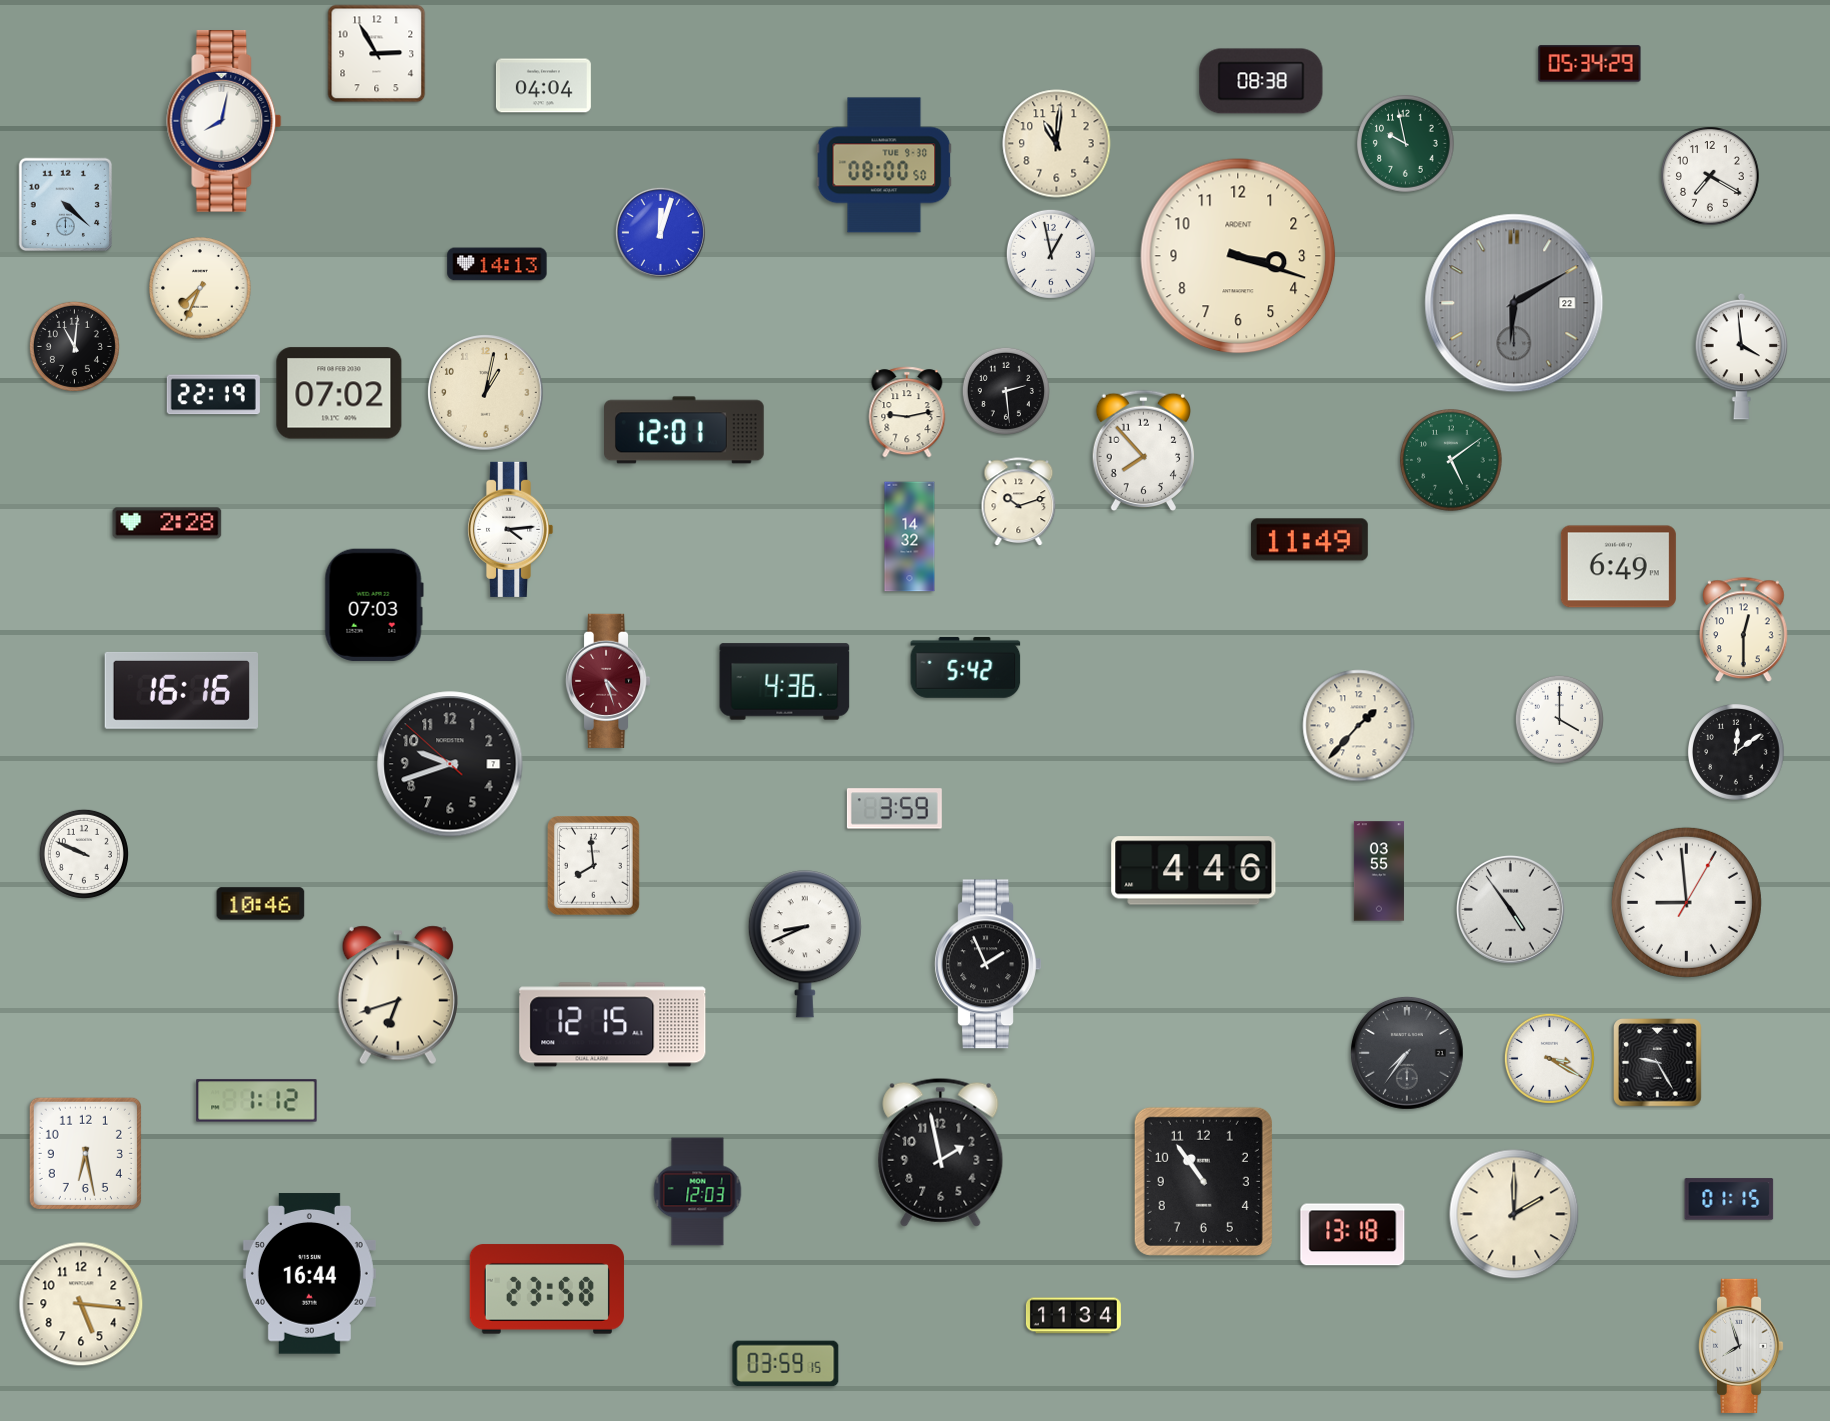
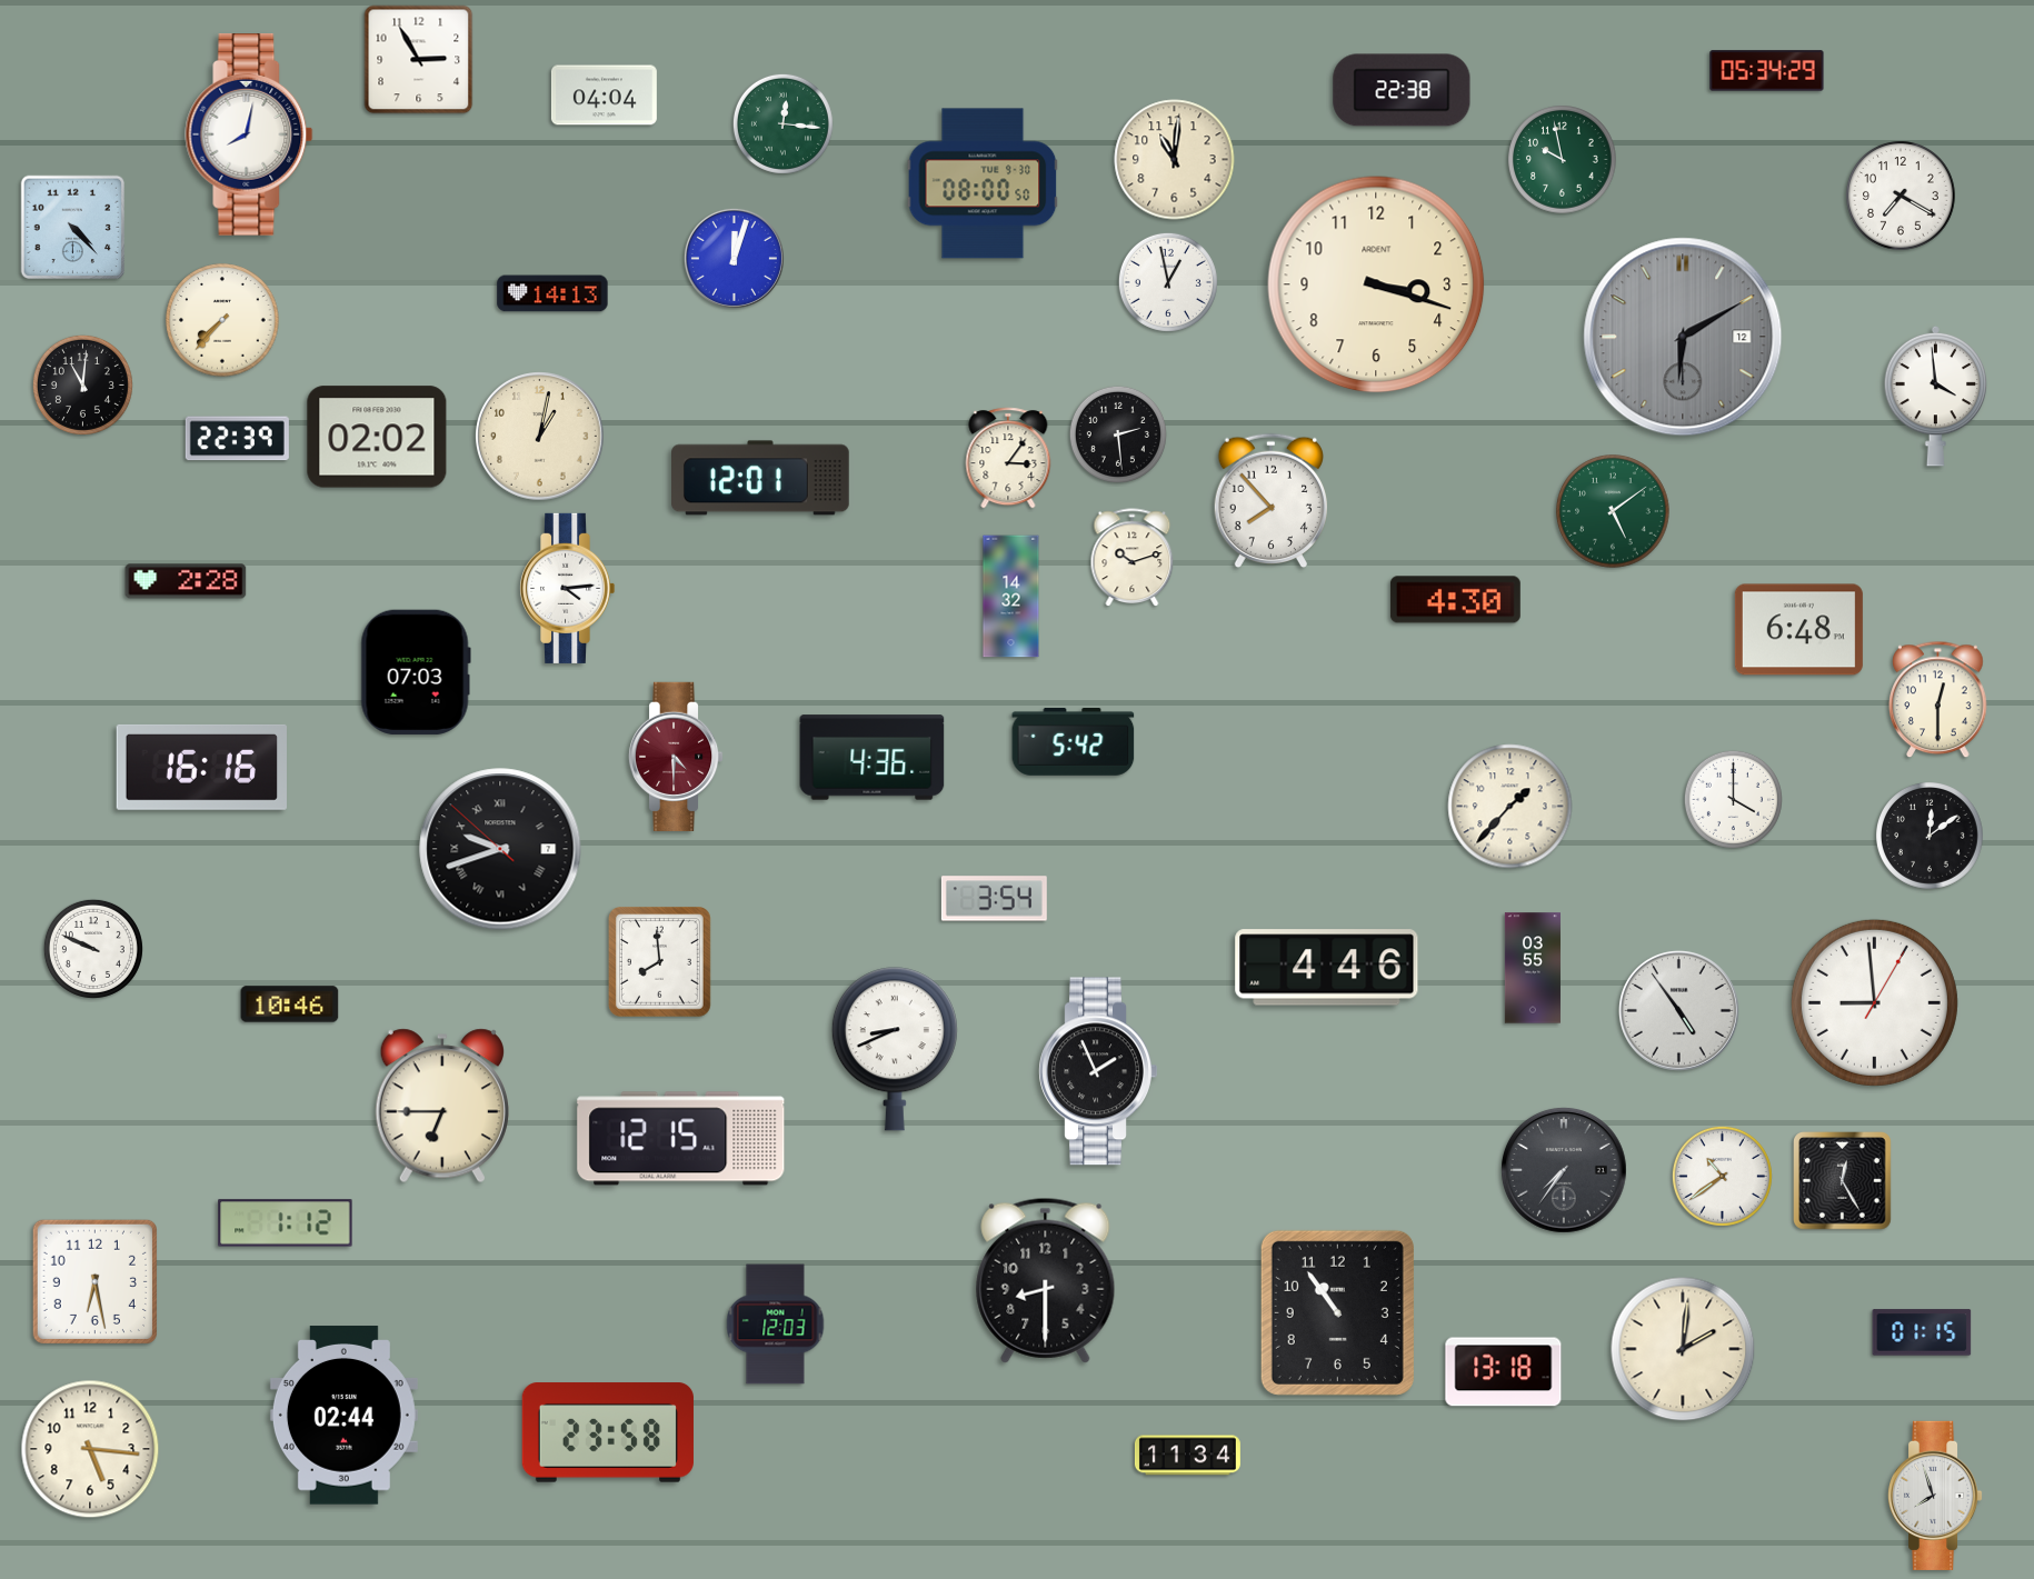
clock at (1261, 81): 08:38 -> 22:38
clock at (782, 123): none -> 12:16
clock at (66, 205): 4:22 -> 4:23
clock at (200, 288): 7:34 -> 7:37
clock at (1514, 303) date: 22 -> 12
clock at (339, 393): 07:02 -> 02:02
clock at (213, 395): 22:19 -> 22:39
clock at (907, 412): 9:13 -> 3:06
clock at (1309, 540): 11:49 -> 4:30
clock at (1618, 567): 6:49 -> 6:48
clock at (608, 681): 4:27 -> 4:30
clock at (450, 764) numerals: Arabic -> Roman
clock at (894, 809): 3:59 -> 3:54
clock at (398, 995): 6:42 -> 6:45
clock at (1549, 1058): 3:20 -> 10:39
clock at (1658, 1063): 9:25 -> 12:25
clock at (941, 1152): 1:58 -> 8:30
clock at (1514, 1214): 2:00 -> 2:01
clock at (309, 1274): 16:44 -> 02:44
clock at (1073, 1316) position: (1073, 1316) -> (1187, 1456)
clock at (786, 1364): 03:59 -> none
